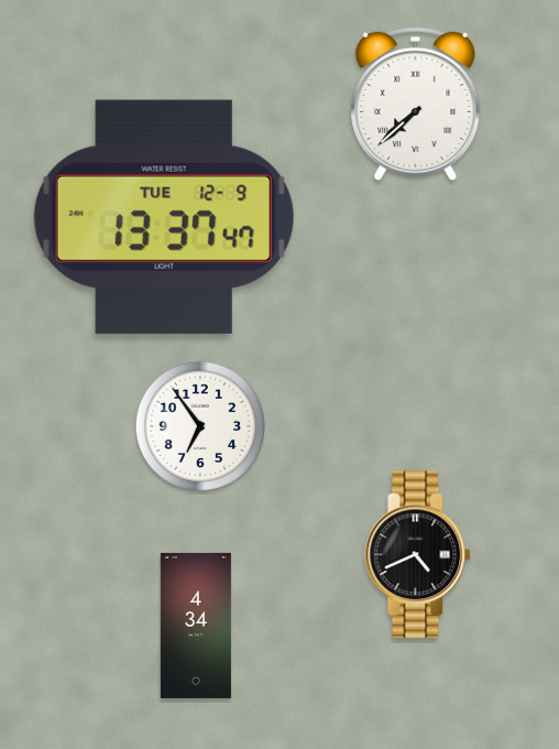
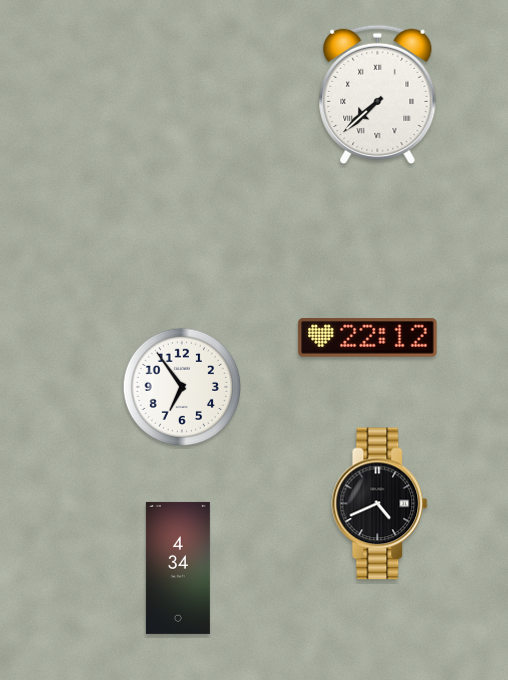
clock at (164, 217): 13:37 -> none
clock at (368, 338): none -> 22:12
